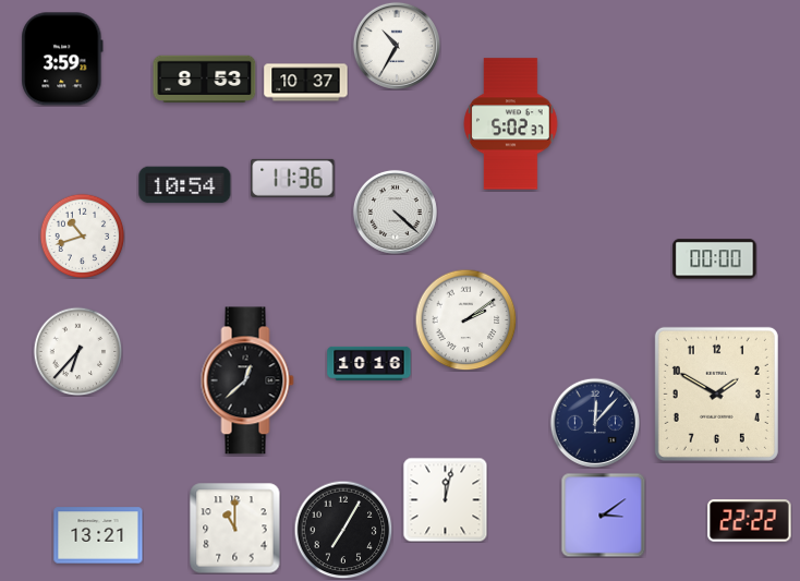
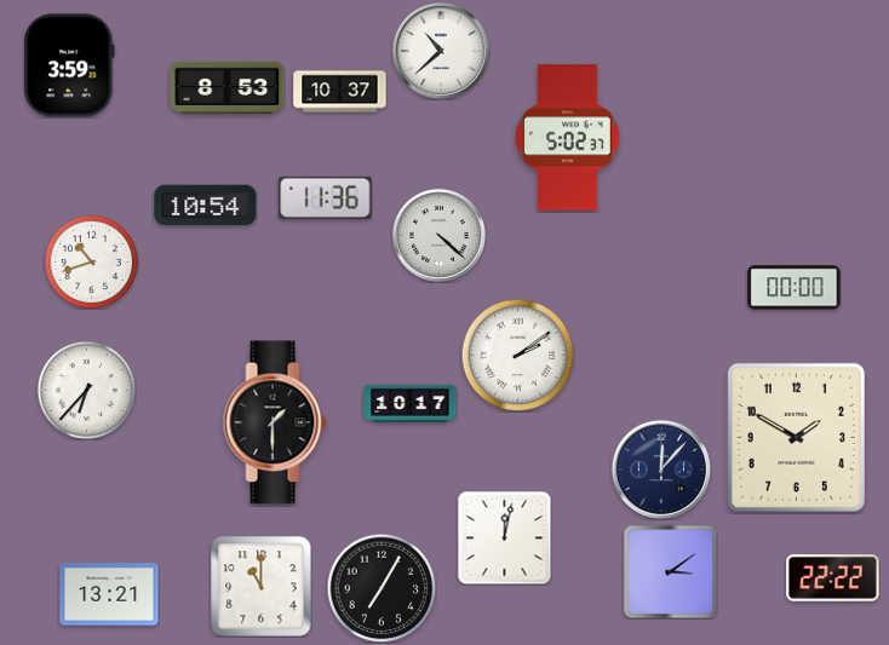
clock at (397, 46): 10:35 -> 10:38
clock at (369, 363): 10:16 -> 10:17
clock at (247, 380): 12:38 -> 1:30
clock at (445, 499) position: (445, 499) -> (504, 537)
